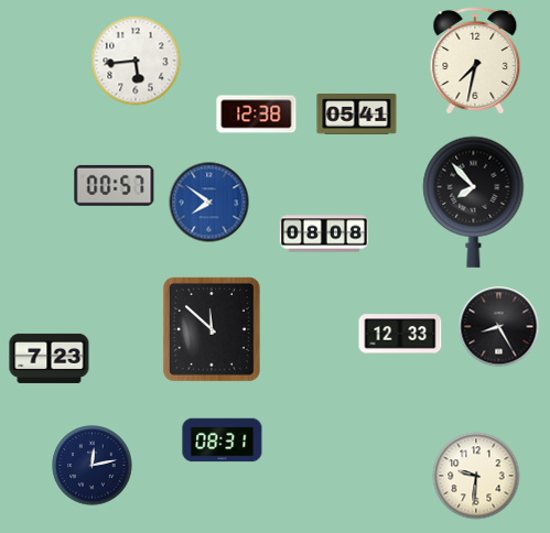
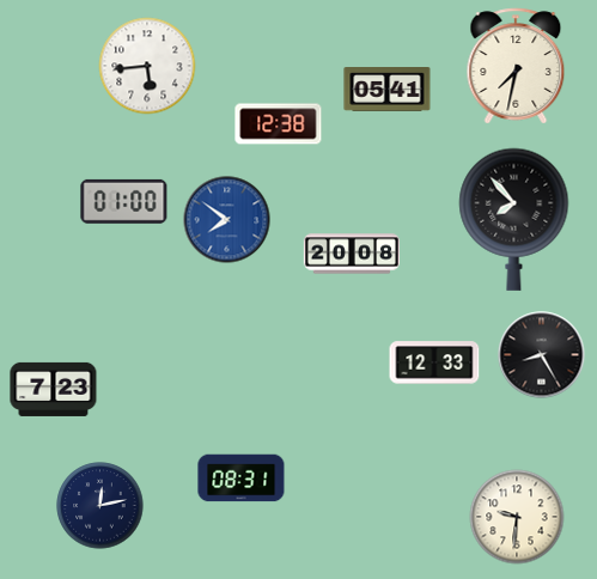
clock at (357, 115) position: (357, 115) -> (388, 90)
clock at (115, 185): 00:57 -> 01:00
clock at (323, 233): 08:08 -> 20:08
clock at (212, 329): 11:52 -> none
